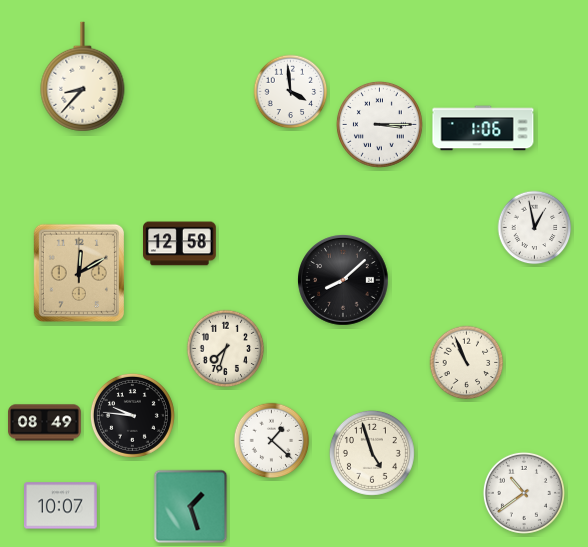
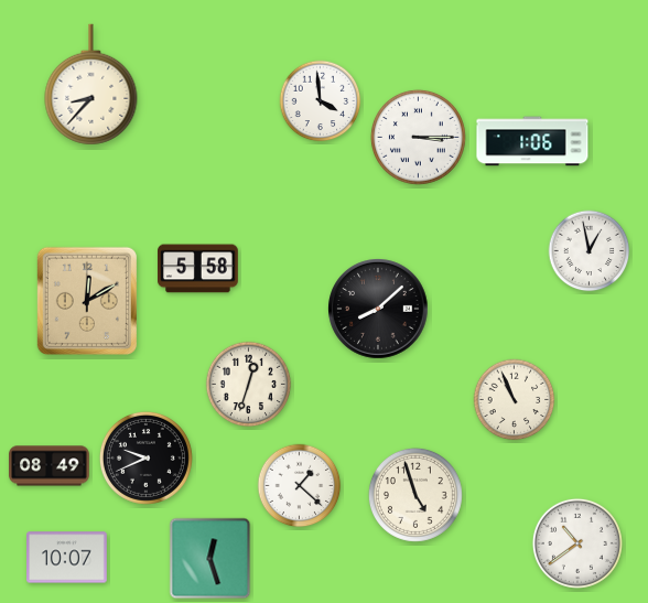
clock at (180, 244): 12:58 -> 5:58
clock at (226, 349): 7:33 -> 12:33
clock at (132, 415): 9:46 -> 9:41
clock at (372, 453) position: (372, 453) -> (415, 495)
clock at (191, 507): 1:27 -> 12:27
